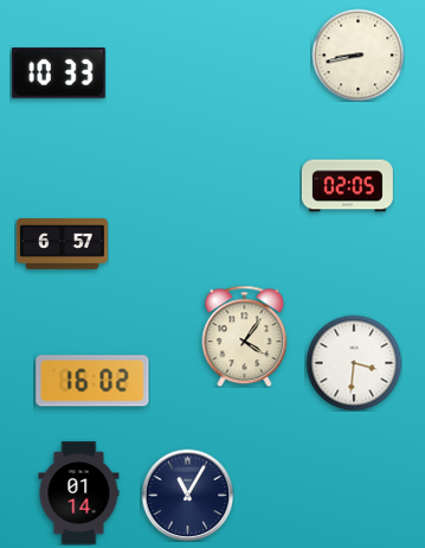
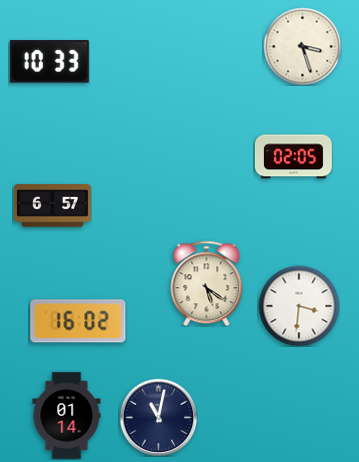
clock at (358, 55): 8:43 -> 3:27
clock at (245, 336): 4:06 -> 5:21
clock at (187, 495): 11:05 -> 11:02
